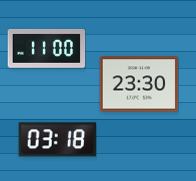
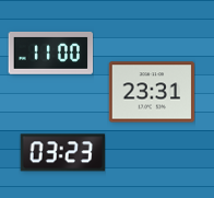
clock at (139, 84): 23:30 -> 23:31
clock at (57, 140): 03:18 -> 03:23
